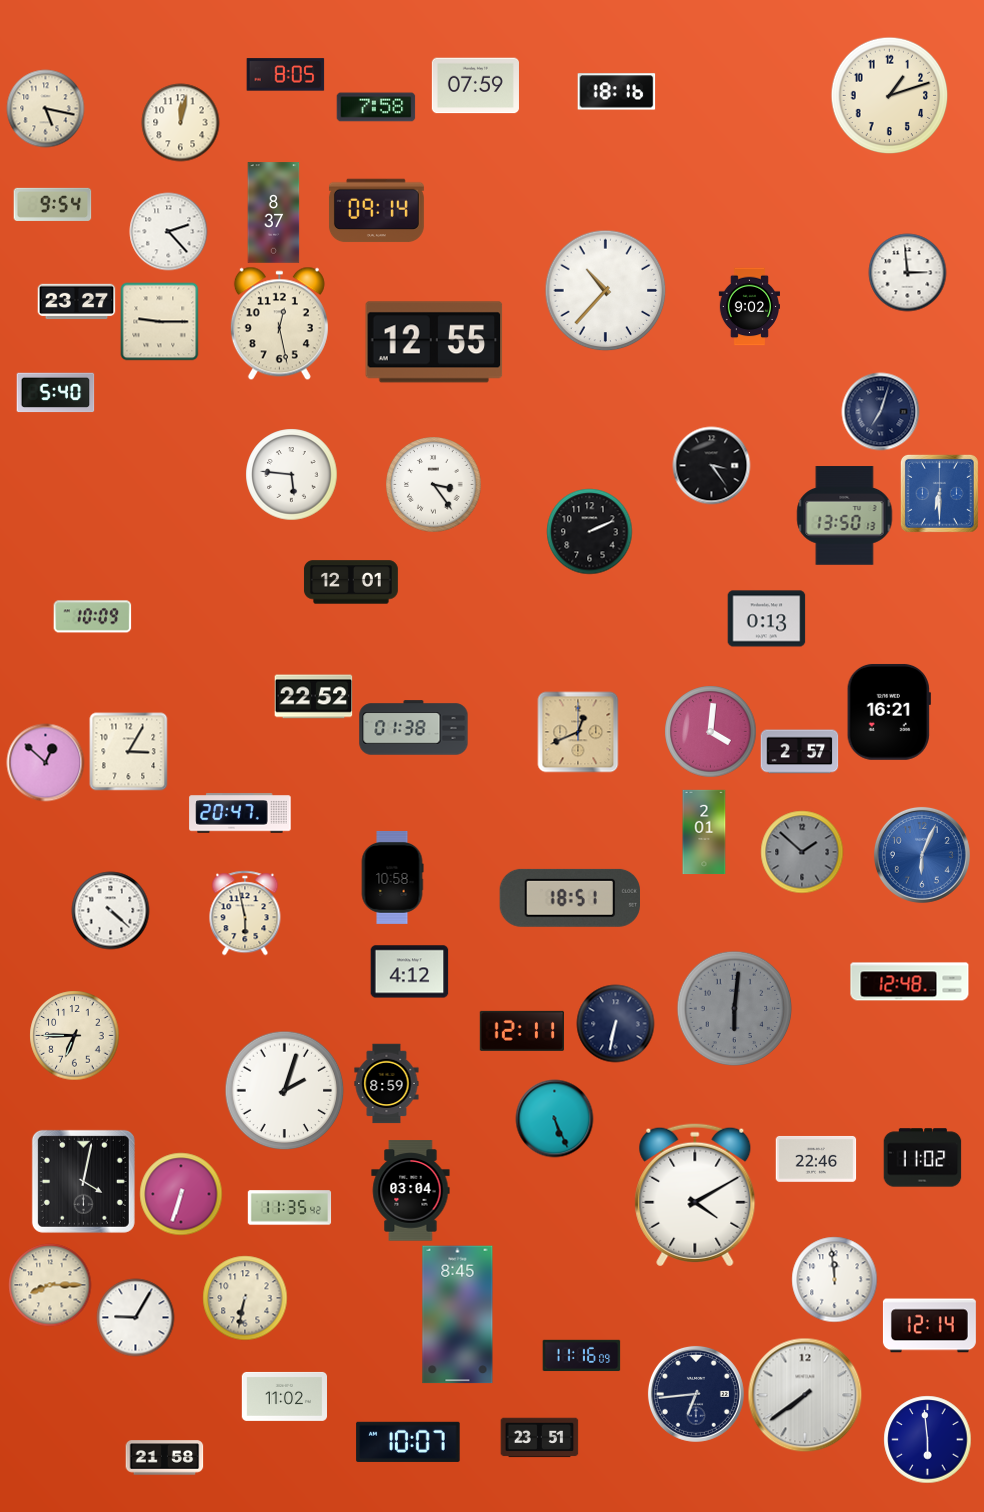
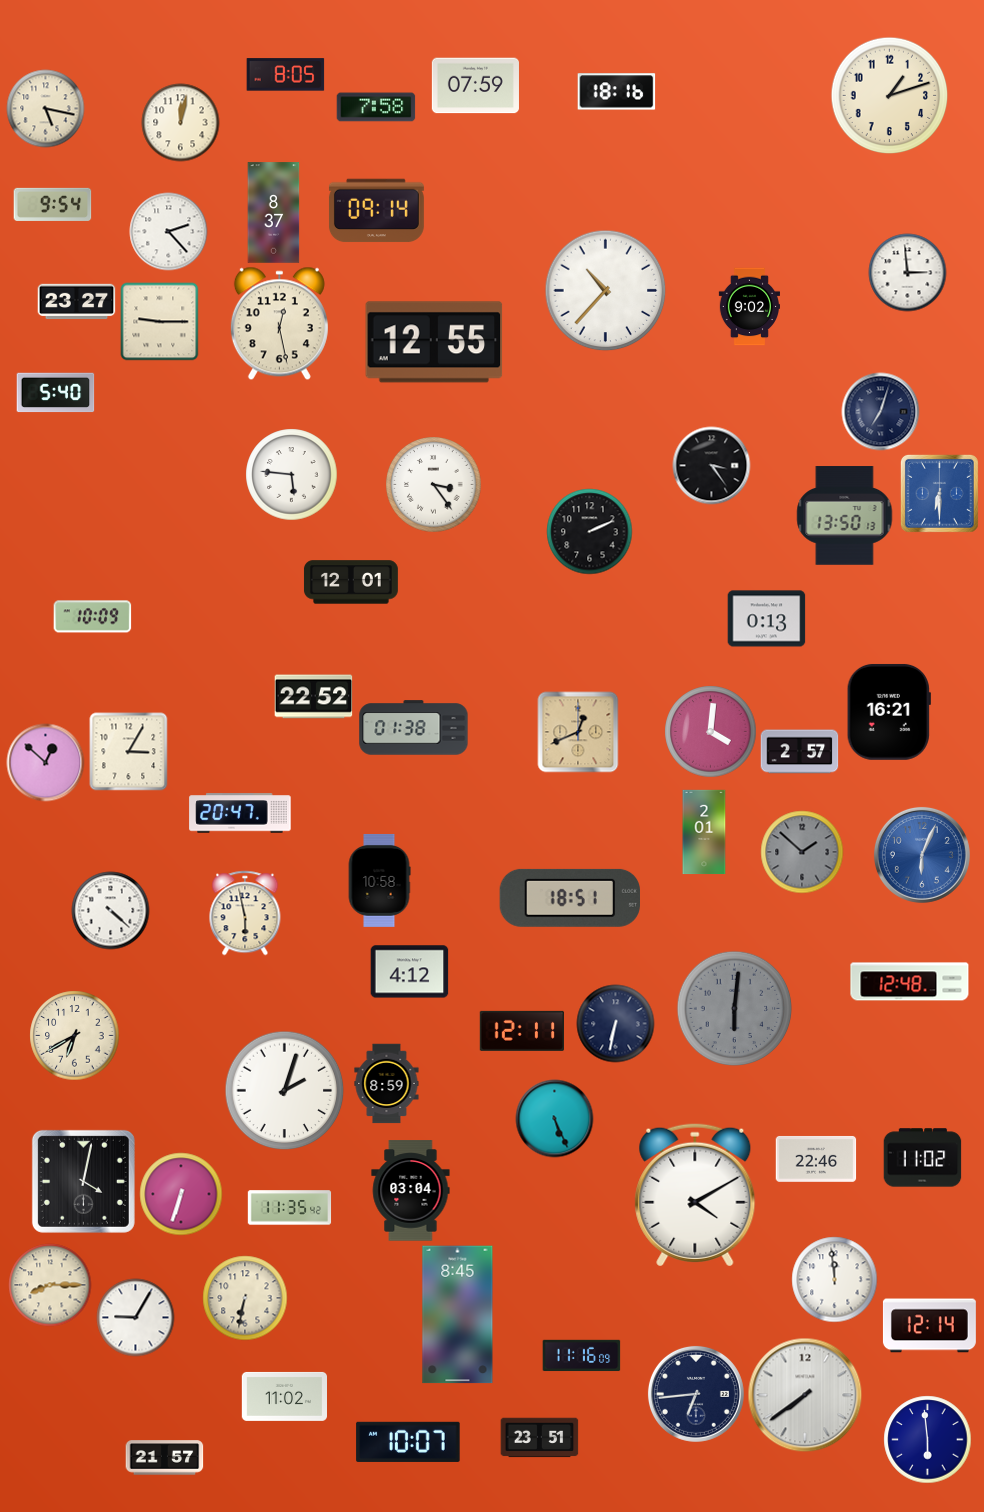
clock at (392, 877) position: (392, 877) -> (379, 880)
clock at (74, 1035): 6:45 -> 6:40
clock at (164, 1458): 21:58 -> 21:57
